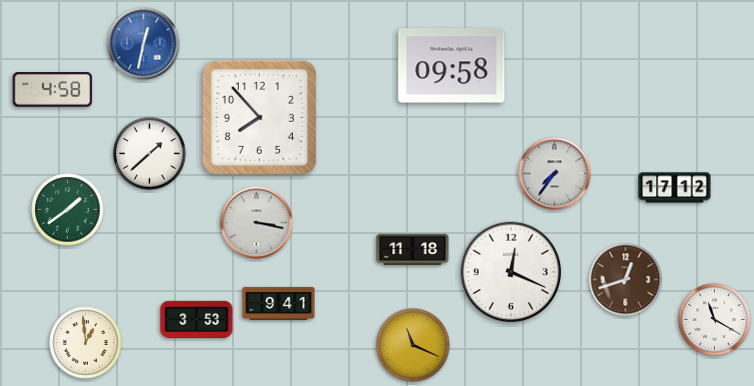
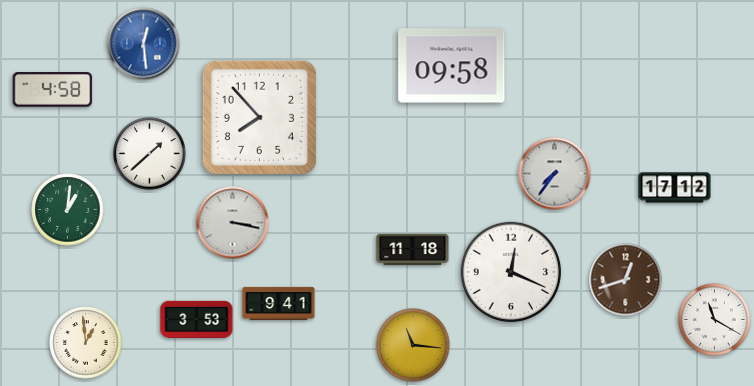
clock at (144, 44): 12:32 -> 12:29
clock at (68, 210): 1:39 -> 1:01
clock at (257, 223) position: (257, 223) -> (233, 223)
clock at (413, 345): 11:19 -> 11:16
